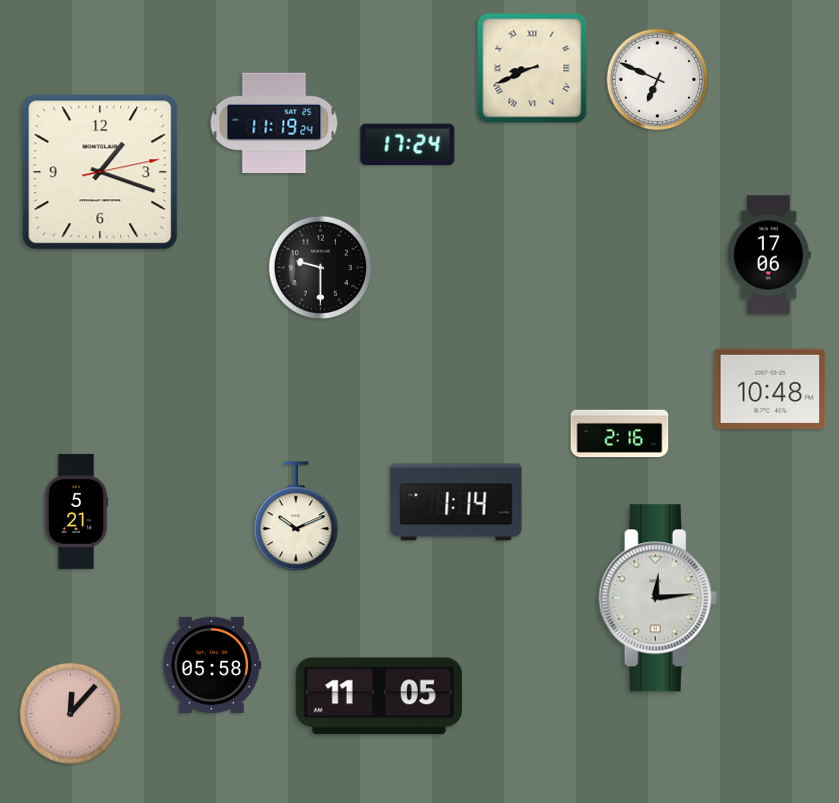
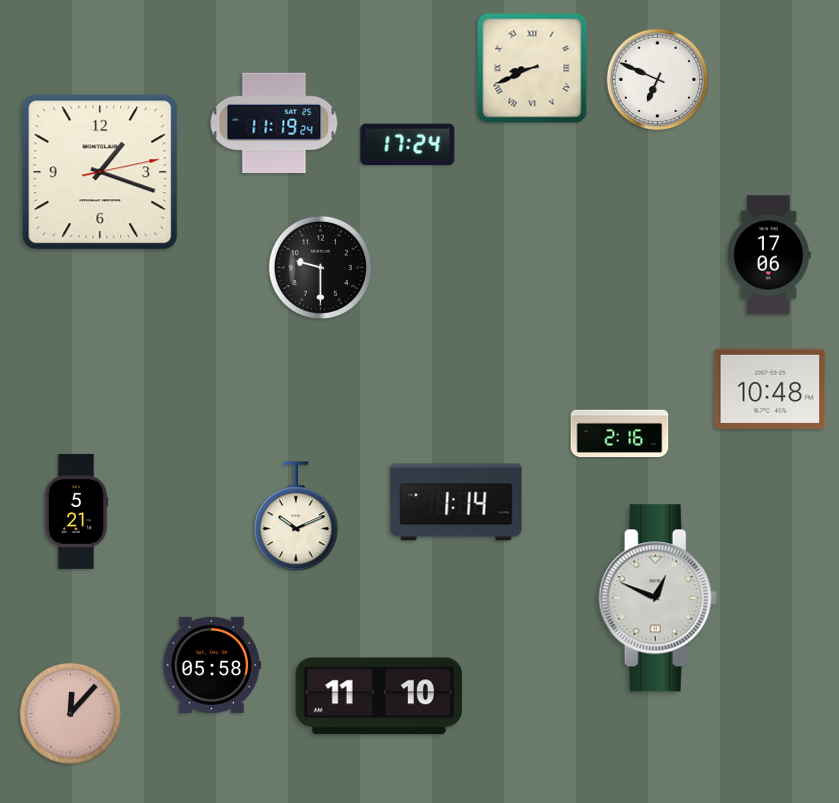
clock at (658, 598): 12:14 -> 12:49
clock at (379, 696): 11:05 -> 11:10
